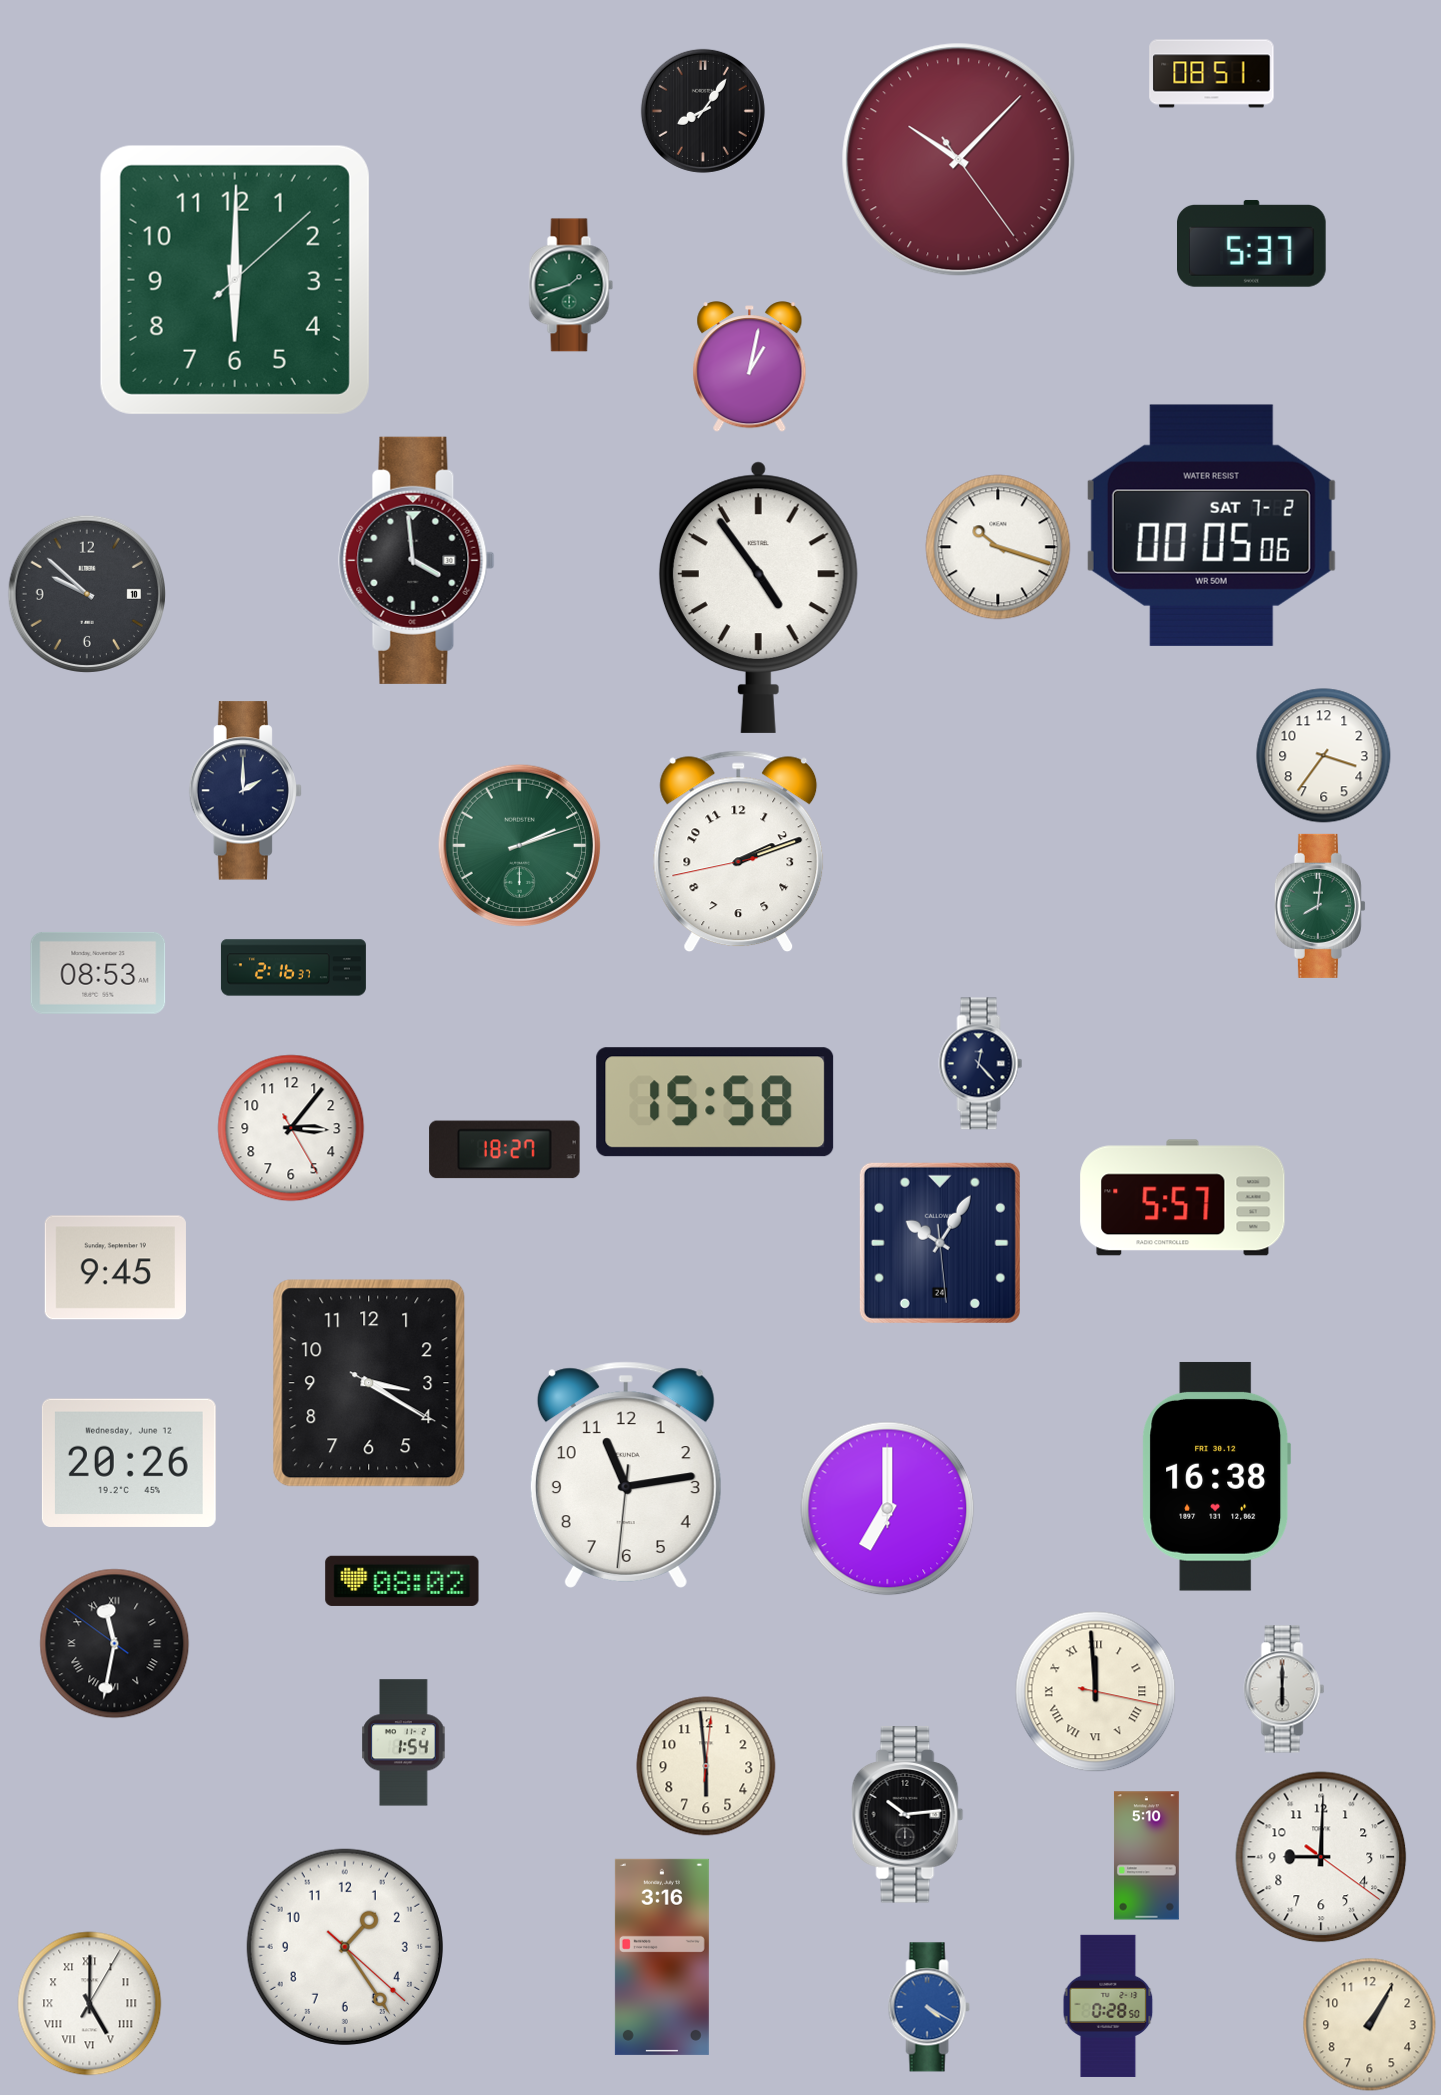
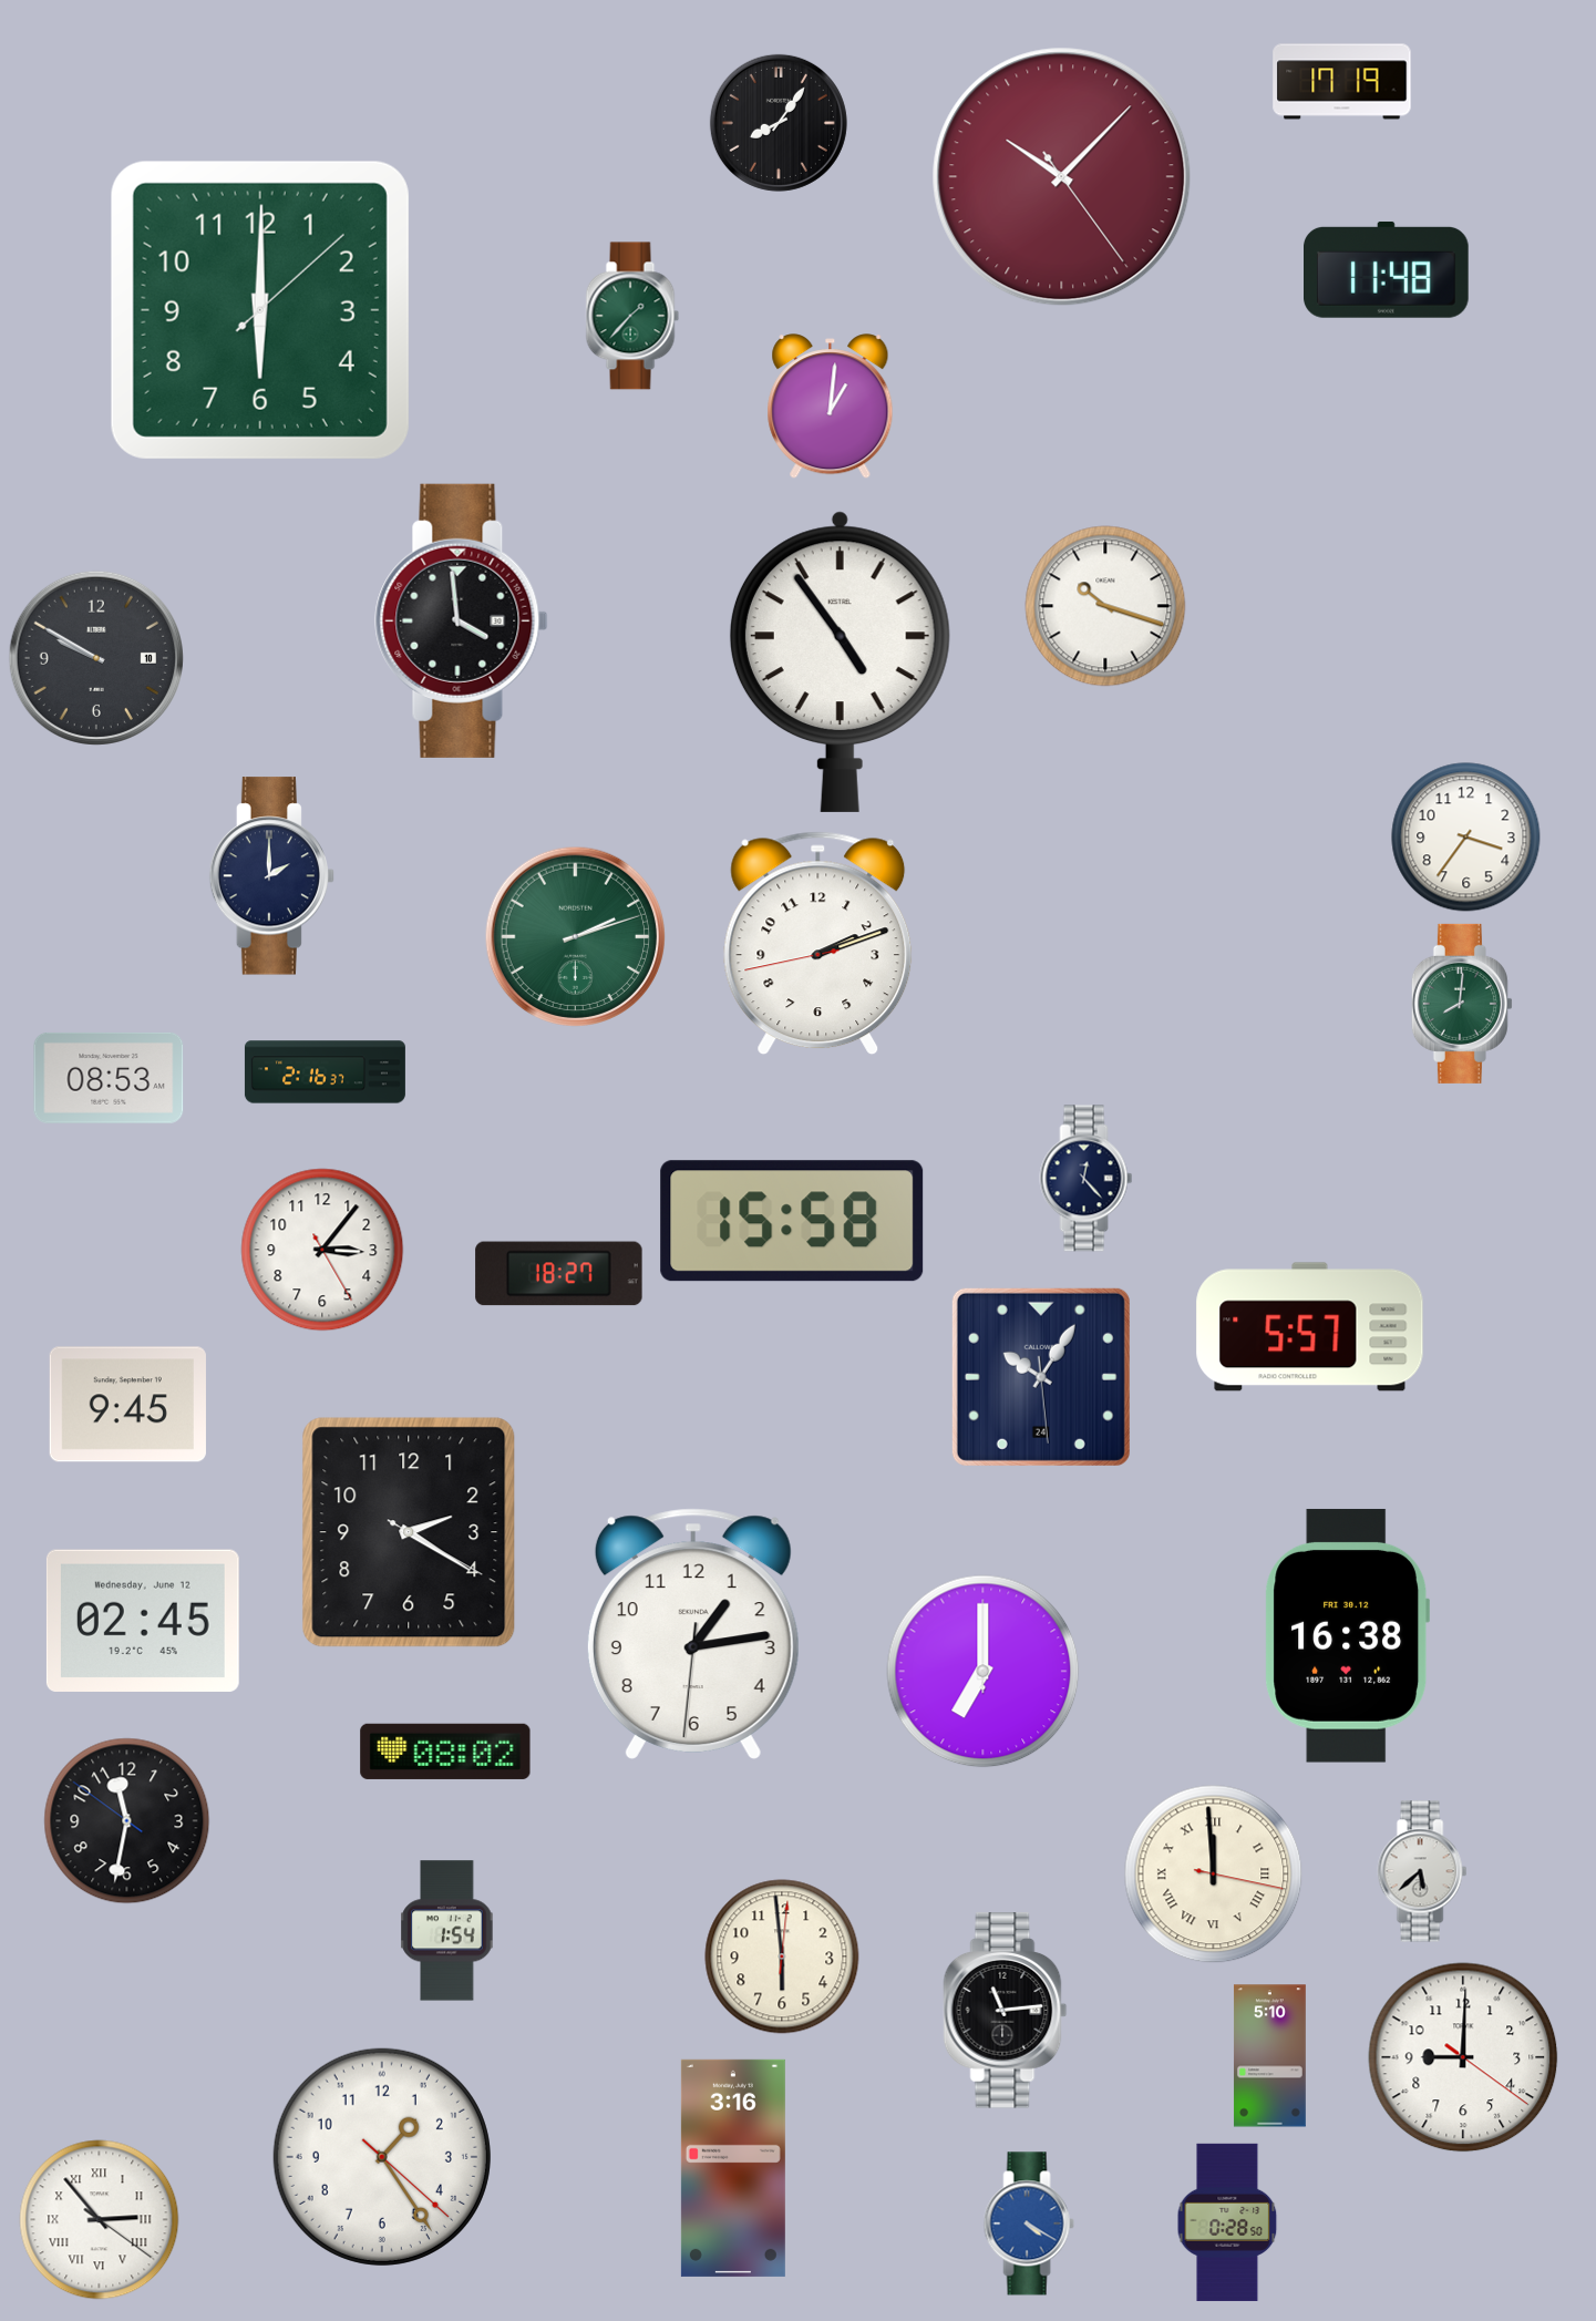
clock at (1212, 74): 08:51 -> 17:19
clock at (1252, 243): 5:37 -> 11:48
clock at (571, 285): 1:42 -> 1:37
clock at (750, 367): 1:02 -> 1:01
clock at (1211, 525): 00:05 -> none
clock at (86, 593): 9:52 -> 9:50
clock at (369, 1383): 3:20 -> 2:20
clock at (129, 1463): 20:26 -> 02:45
clock at (626, 1475): 11:13 -> 1:13
clock at (115, 1644) numerals: Roman -> Arabic
clock at (1284, 1689): 6:00 -> 5:38
clock at (908, 1815): 10:14 -> 11:14
clock at (90, 2004): 5:00 -> 2:53
clock at (1370, 2025): 1:05 -> none
